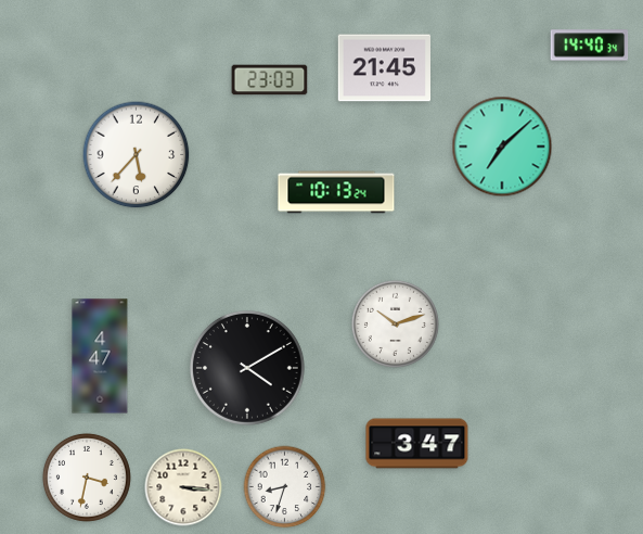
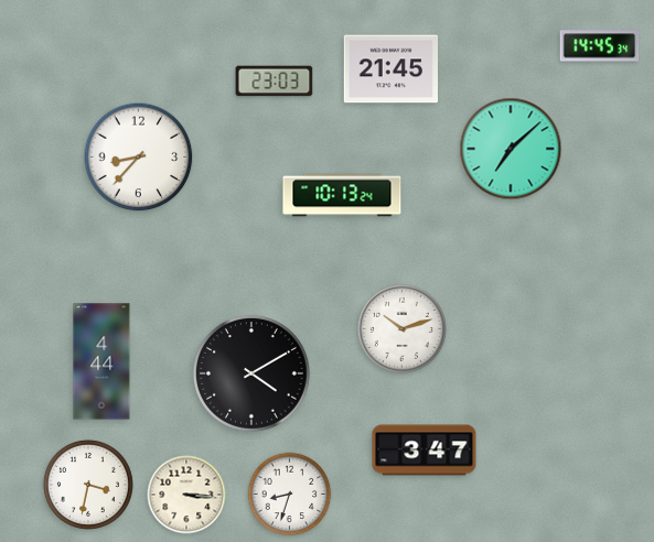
clock at (590, 46): 14:40 -> 14:45
clock at (137, 155): 5:37 -> 8:37
clock at (100, 356): 4:47 -> 4:44
